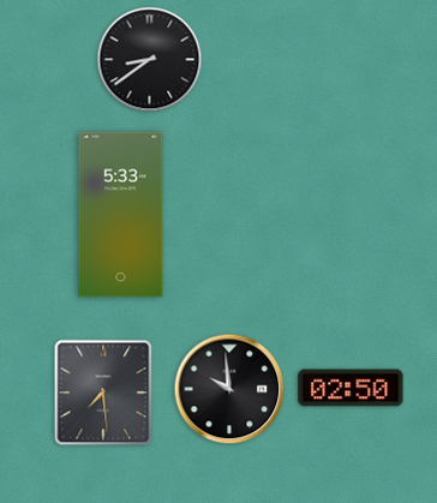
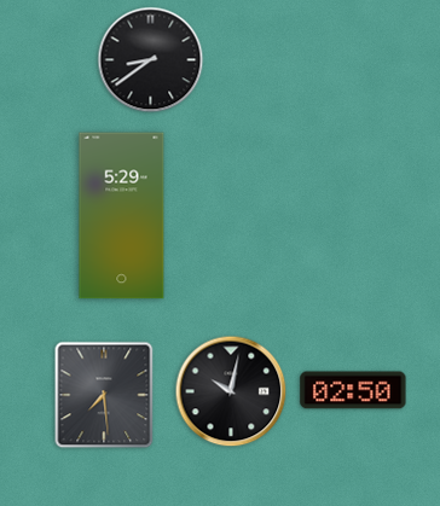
clock at (121, 215): 5:33 -> 5:29
clock at (229, 389): 9:59 -> 10:02
